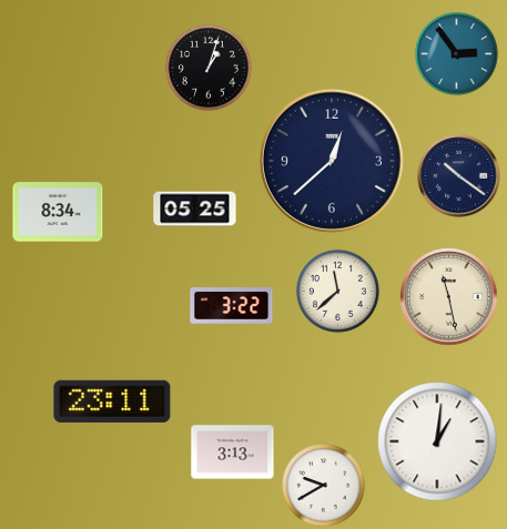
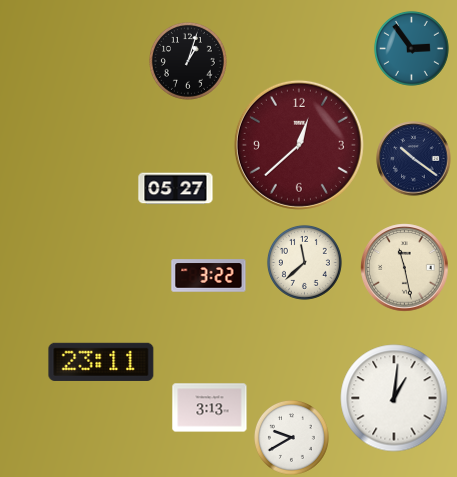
clock at (332, 161) dial: navy -> burgundy
clock at (195, 210): 05:25 -> 05:27
clock at (58, 212): 8:34 -> none
